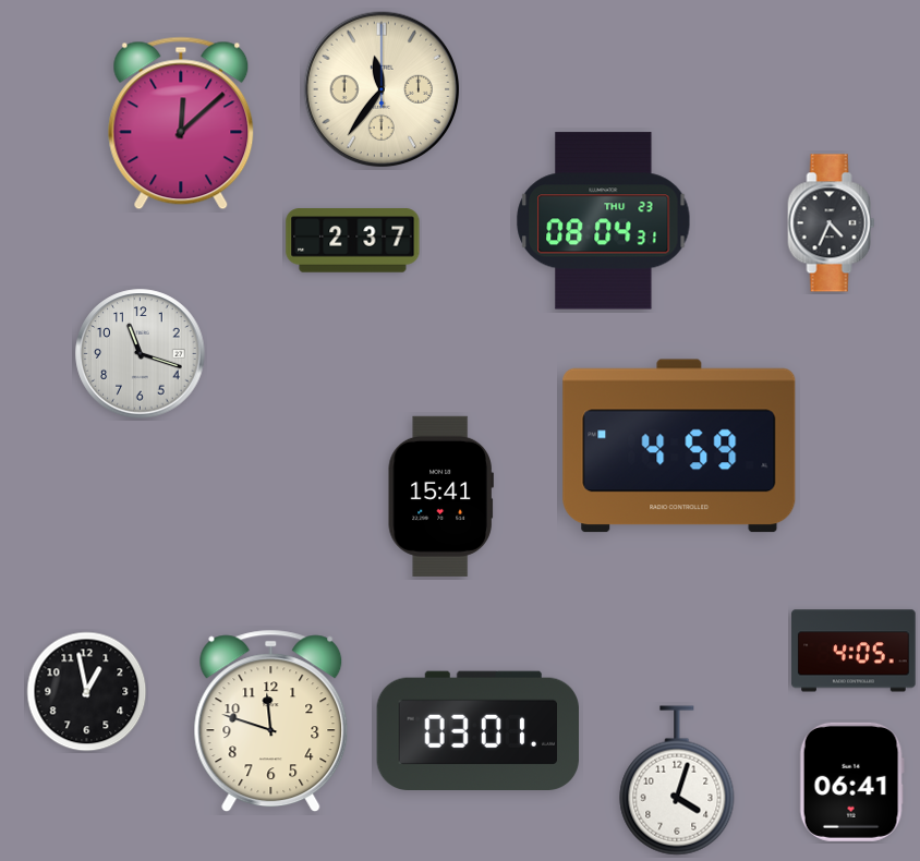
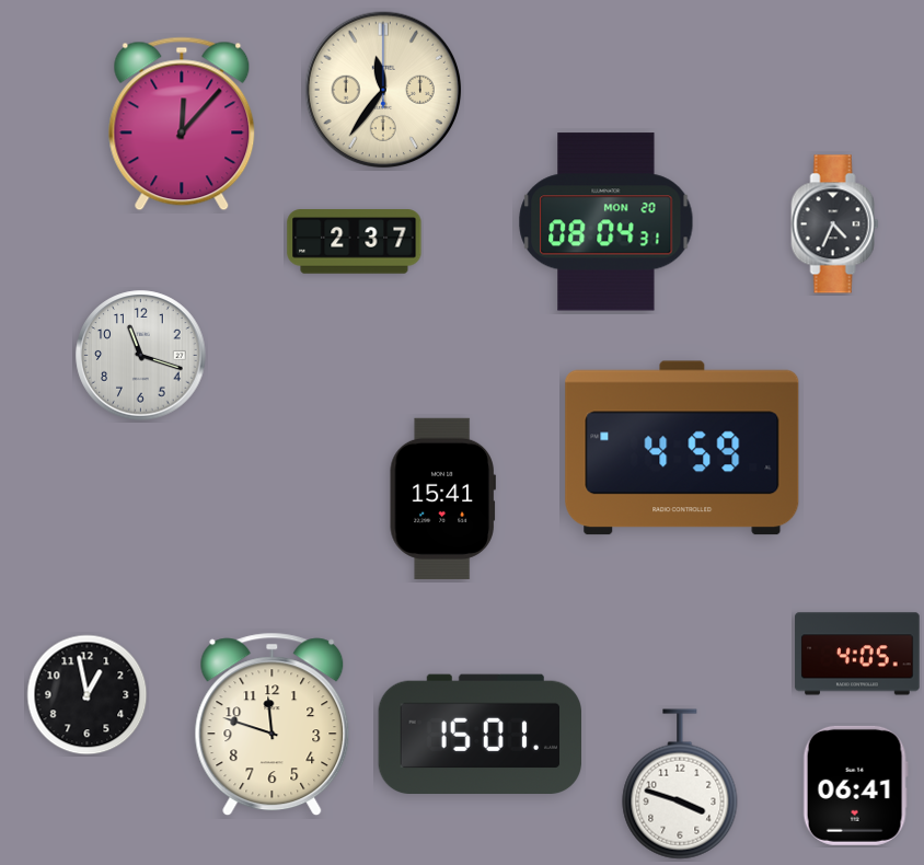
clock at (181, 123): 12:08 -> 12:07
clock at (604, 221) date: THU 23 -> MON 20
clock at (477, 730): 03:01 -> 15:01
clock at (677, 780): 4:03 -> 3:48
